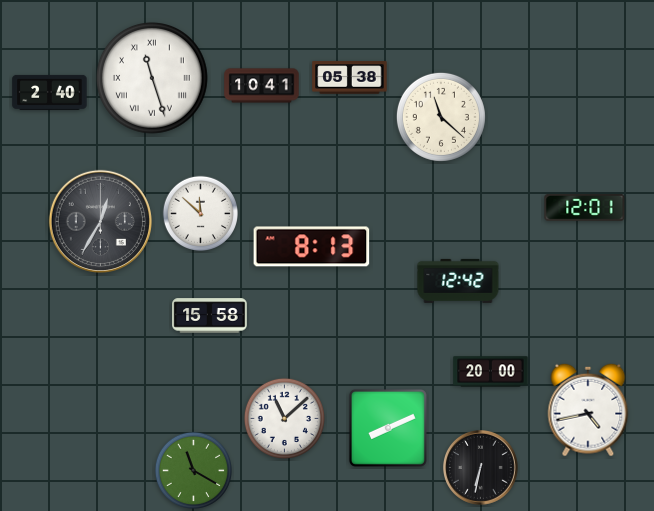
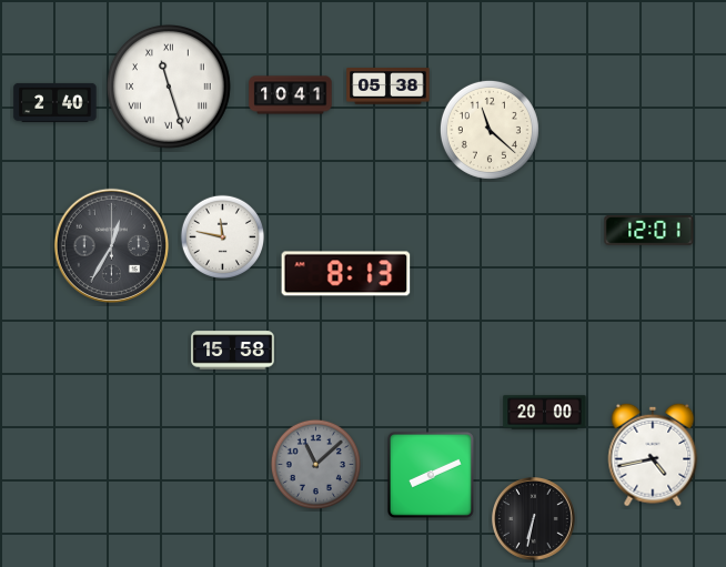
clock at (200, 213): 11:52 -> 11:47
clock at (458, 281): 12:42 -> none
clock at (284, 418) dial: white -> grey
clock at (193, 470): 11:20 -> none
